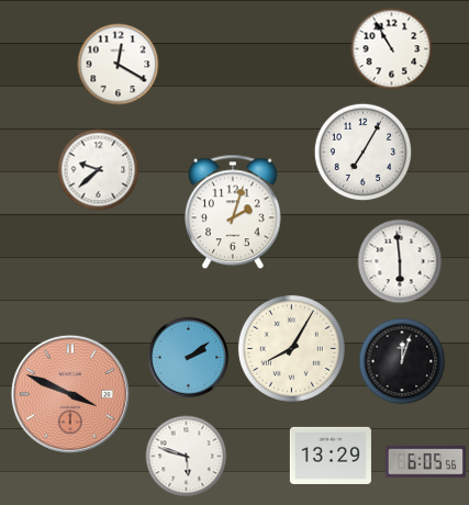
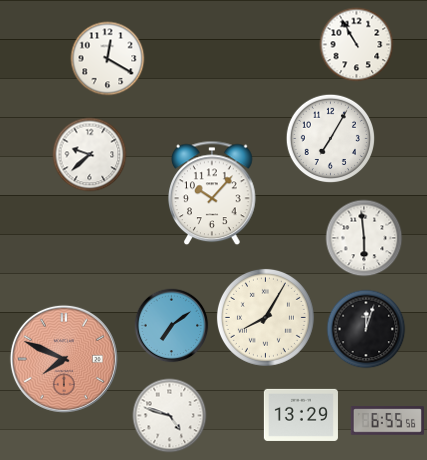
clock at (234, 212): 2:03 -> 10:07
clock at (189, 358): 2:09 -> 7:09
clock at (70, 394): 3:49 -> 7:49
clock at (187, 457): 5:48 -> 4:48
clock at (425, 462): 6:05 -> 6:55
